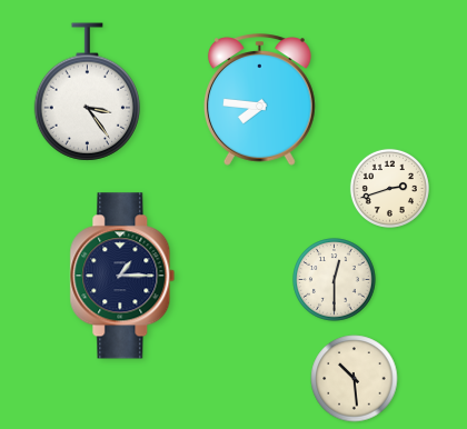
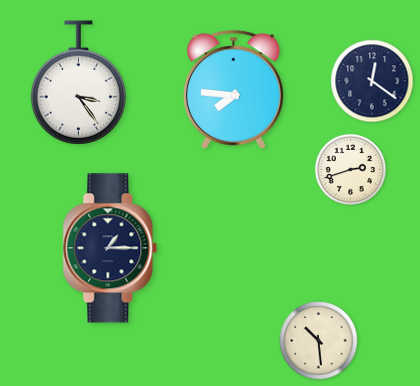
clock at (372, 81): none -> 12:21
clock at (335, 280): 12:30 -> none
